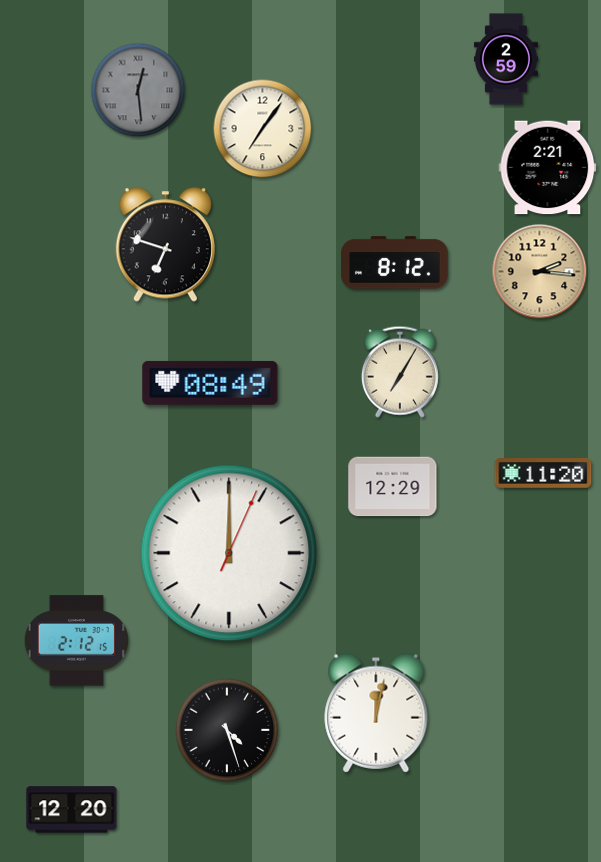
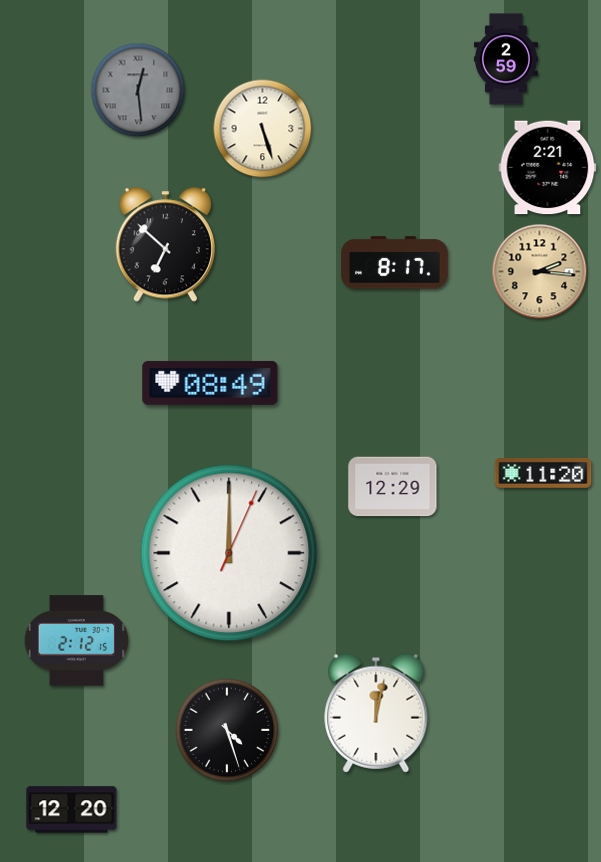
clock at (263, 129): 7:06 -> 5:27
clock at (165, 245): 6:48 -> 6:52
clock at (395, 263): 8:12 -> 8:17
clock at (400, 372): 7:05 -> none
